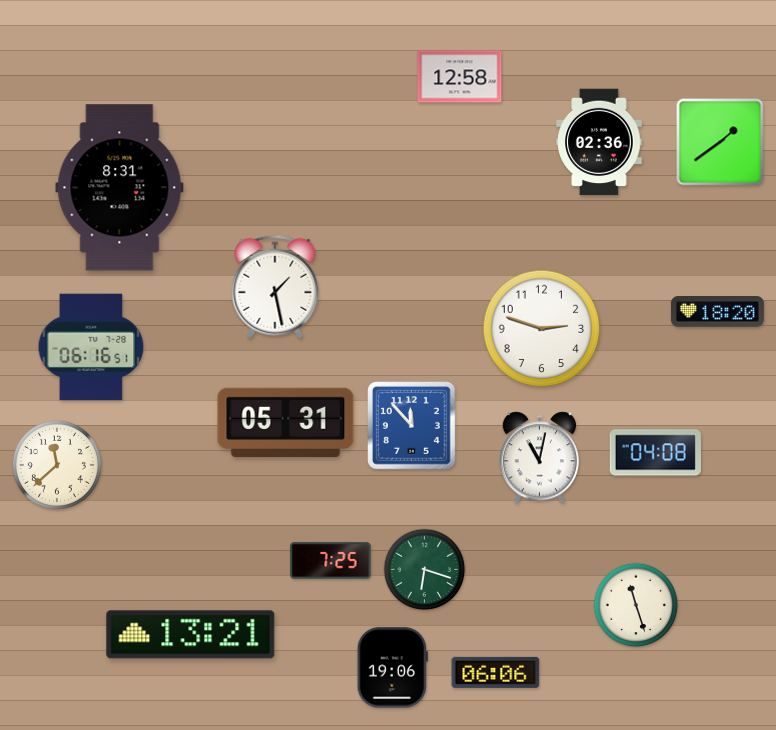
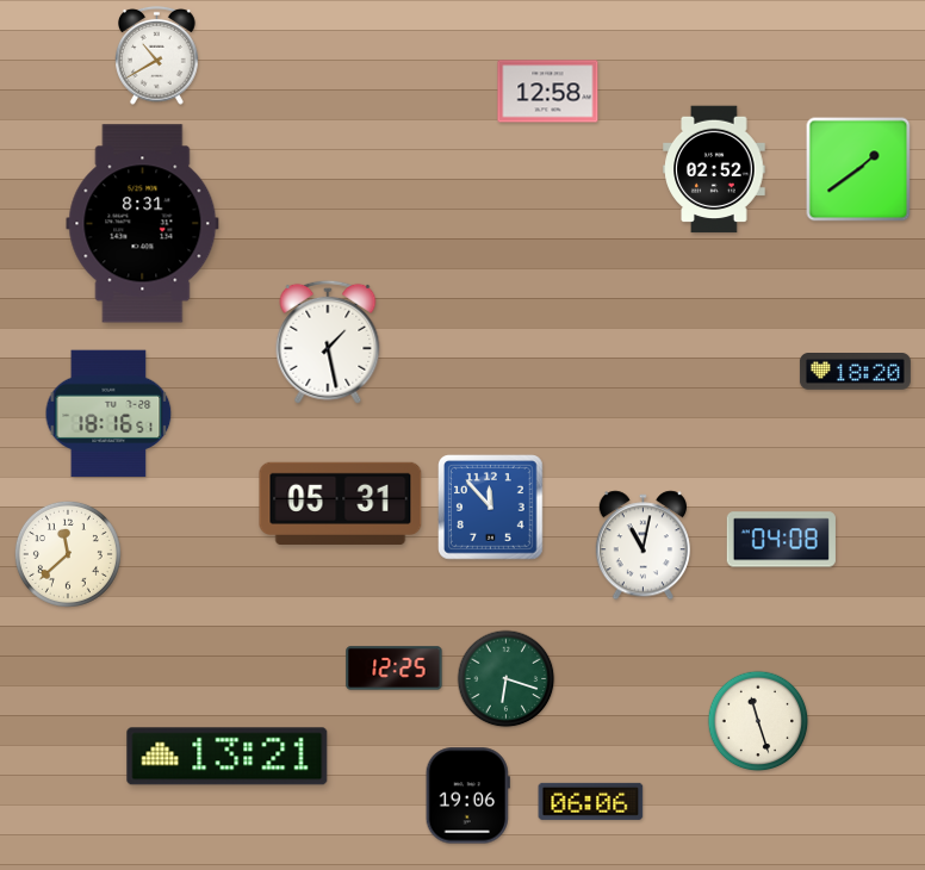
clock at (157, 55): none -> 10:40
clock at (599, 142): 02:36 -> 02:52
clock at (542, 329): 2:48 -> none
clock at (91, 347): 06:16 -> 18:16
clock at (331, 561): 7:25 -> 12:25
